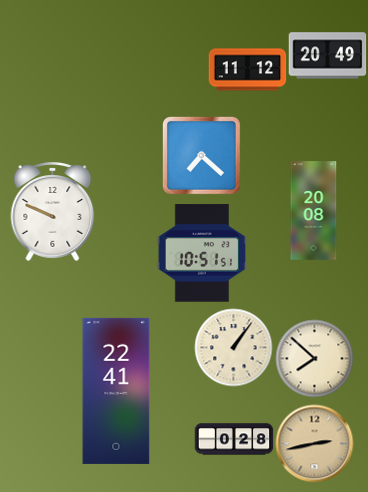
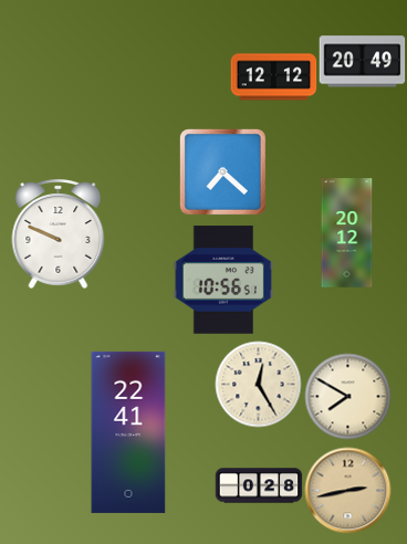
clock at (247, 70): 11:12 -> 12:12
clock at (314, 211): 20:08 -> 20:12
clock at (202, 253): 10:51 -> 10:56
clock at (233, 347): 1:06 -> 12:25
clock at (314, 358): 7:52 -> 7:50
